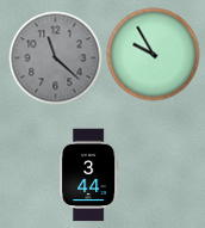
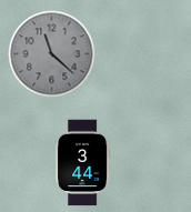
clock at (153, 54): 9:55 -> none
